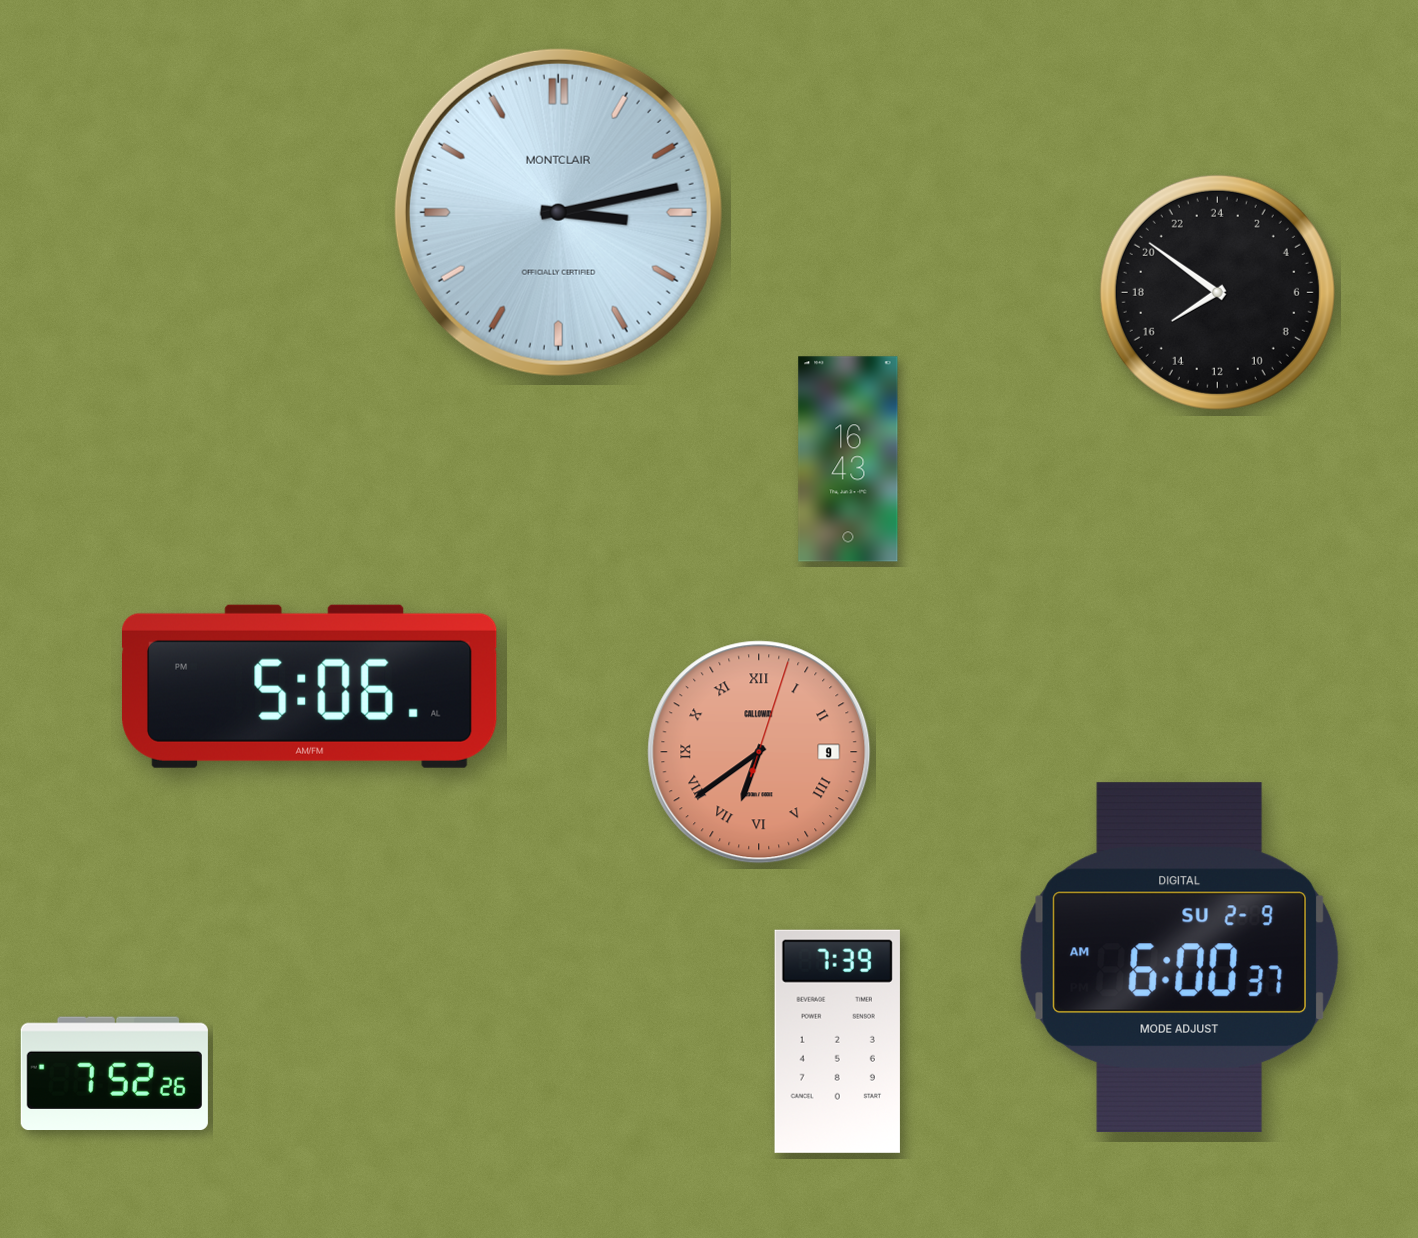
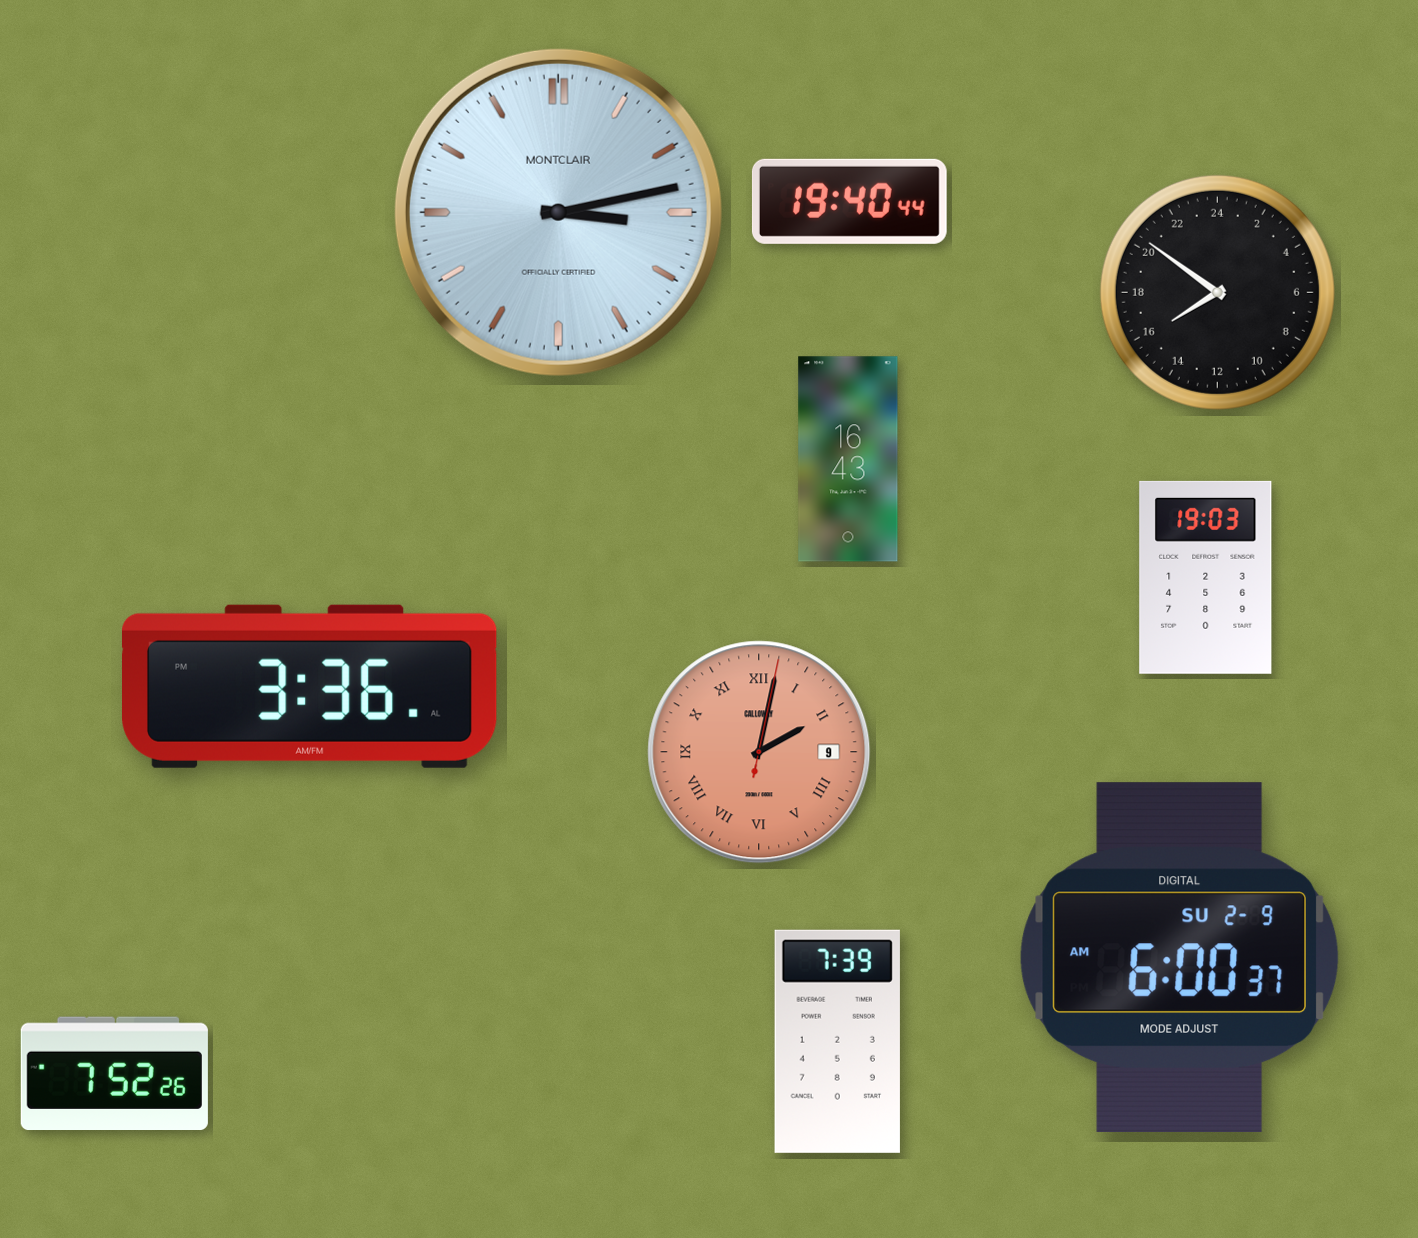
clock at (849, 201): none -> 19:40
clock at (1206, 577): none -> 19:03
clock at (310, 686): 5:06 -> 3:36
clock at (759, 752): 6:39 -> 2:02
